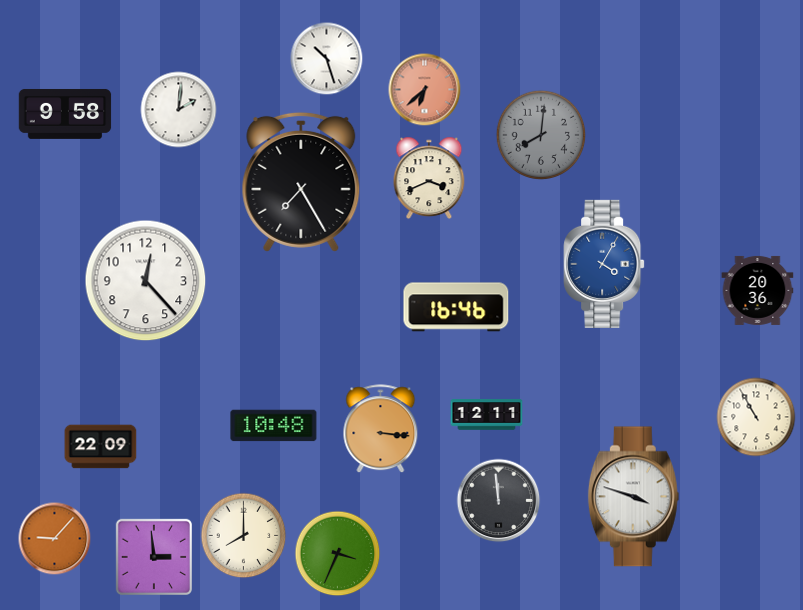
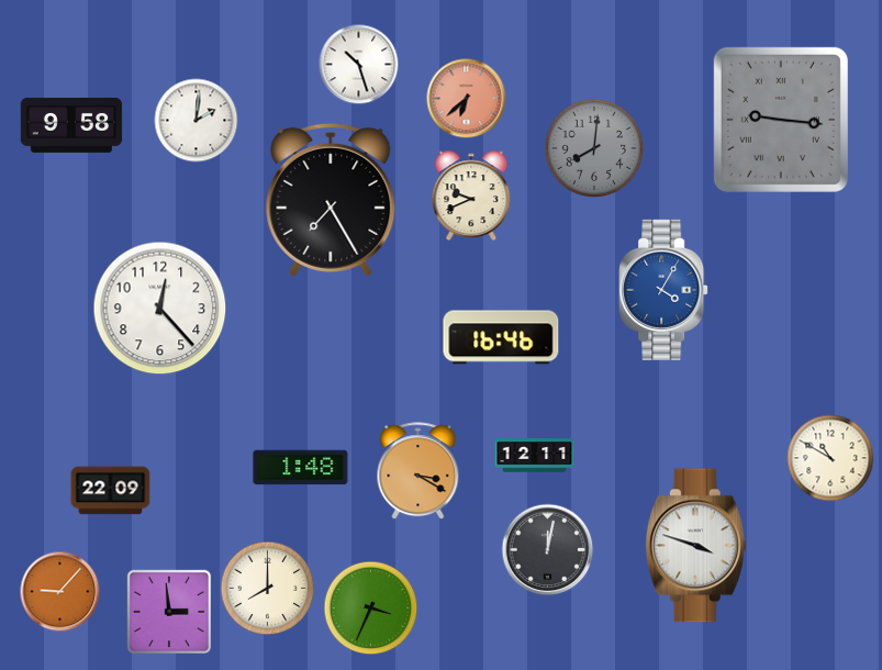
clock at (781, 120): none -> 9:16
clock at (429, 178): 3:41 -> 9:41
clock at (758, 290): 20:36 -> none
clock at (756, 417): 10:55 -> 10:50
clock at (274, 426): 10:48 -> 1:48
clock at (381, 429): 3:16 -> 3:20
clock at (499, 501): 11:59 -> 12:02
